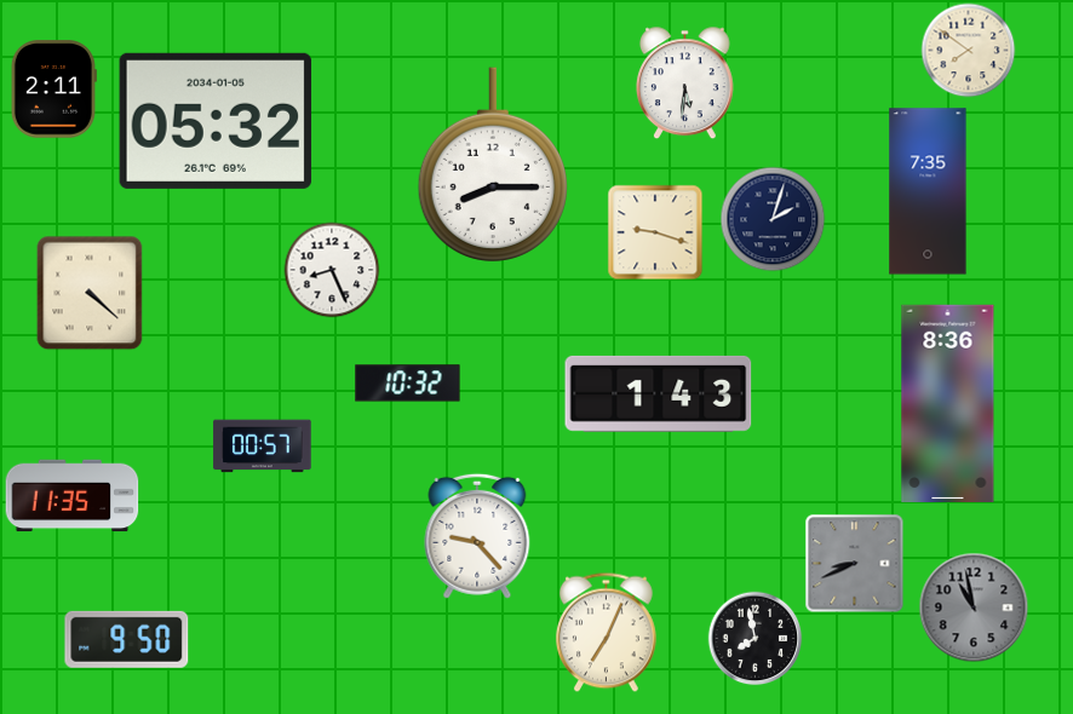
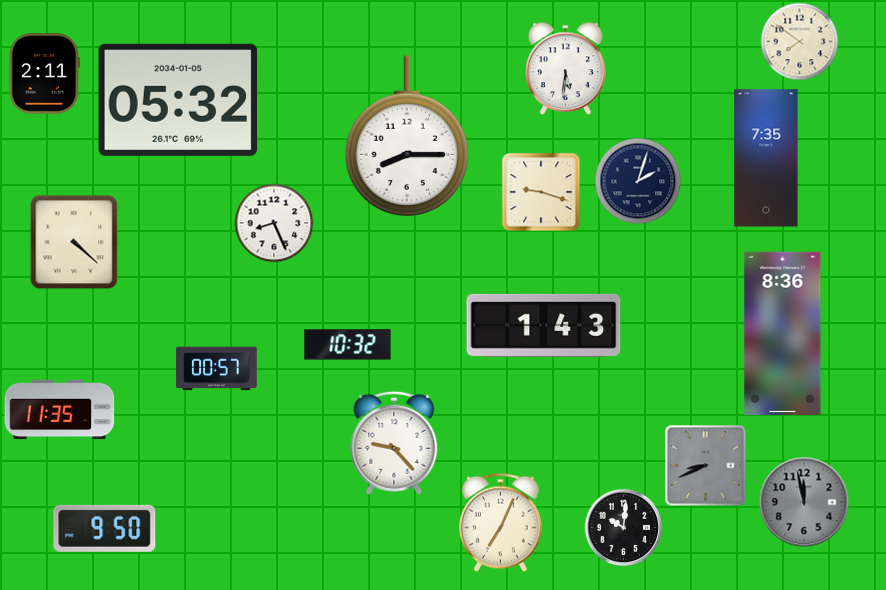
clock at (408, 384) position: (408, 384) -> (348, 345)
clock at (974, 608): 10:58 -> 11:58
clock at (754, 638): 7:58 -> 10:01
